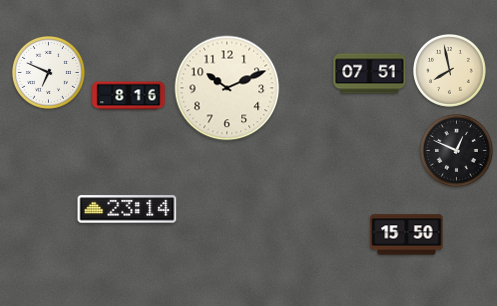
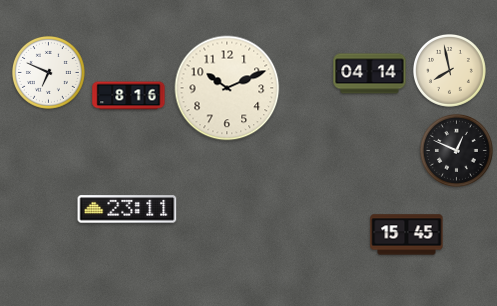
clock at (370, 74): 07:51 -> 04:14
clock at (127, 209): 23:14 -> 23:11
clock at (407, 235): 15:50 -> 15:45
